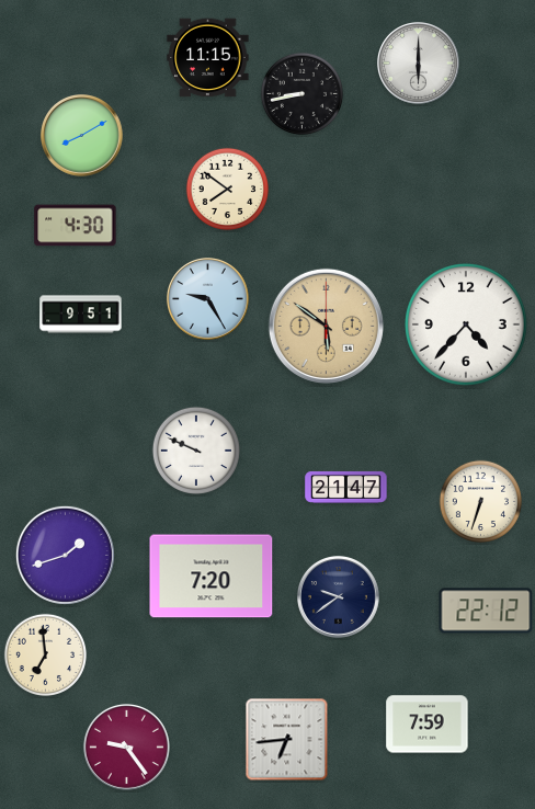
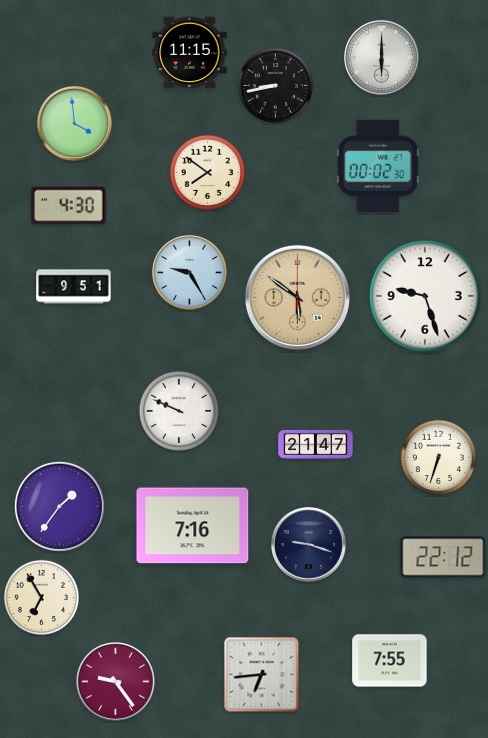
clock at (82, 136): 8:10 -> 3:59
clock at (378, 166): none -> 00:02
clock at (466, 324): 4:37 -> 9:27
clock at (65, 555): 1:42 -> 1:36
clock at (212, 577): 7:20 -> 7:16
clock at (339, 597): 9:39 -> 9:18
clock at (45, 654): 6:59 -> 6:55
clock at (428, 725): 7:59 -> 7:55
